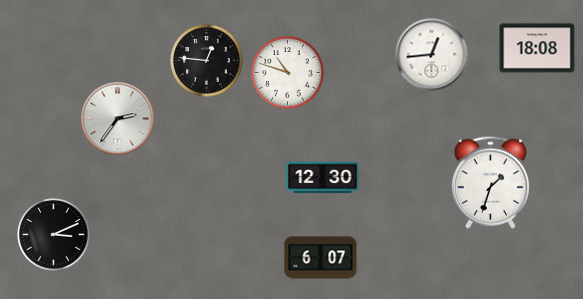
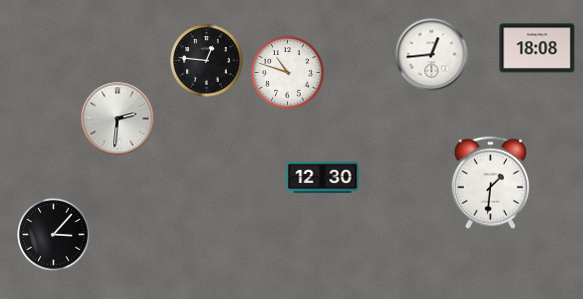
clock at (118, 119): 2:36 -> 2:31
clock at (490, 182): 1:33 -> 1:31
clock at (54, 235): 3:11 -> 3:07
clock at (321, 258): 6:07 -> none
